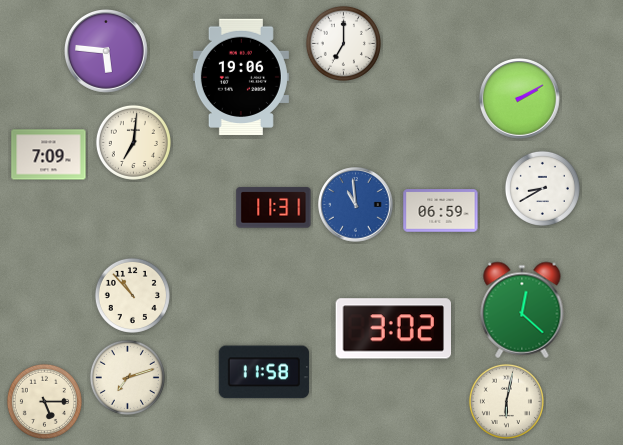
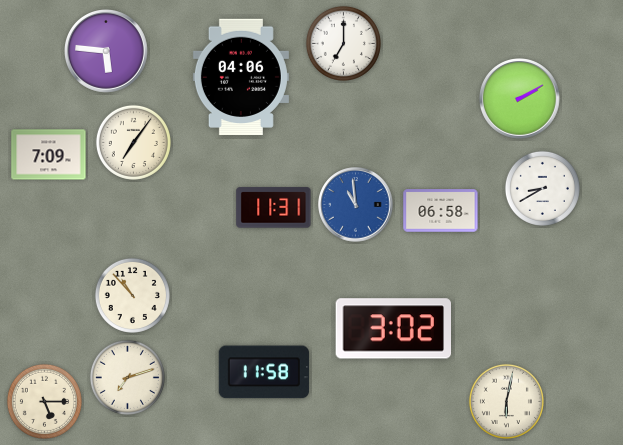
clock at (241, 77): 19:06 -> 04:06
clock at (133, 142): 7:01 -> 7:06
clock at (441, 211): 06:59 -> 06:58
clock at (522, 310): 12:22 -> none
